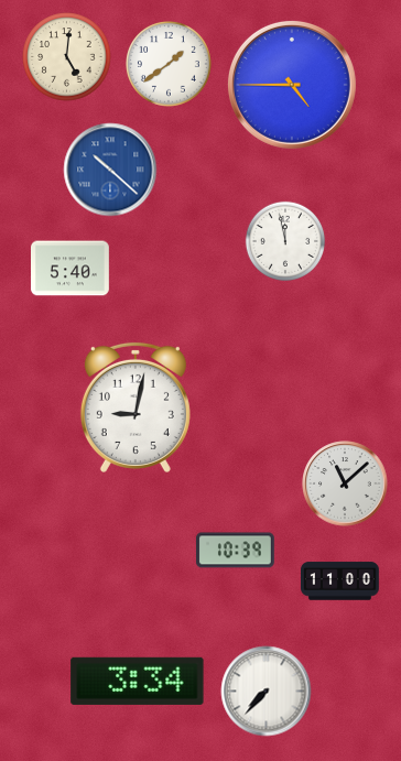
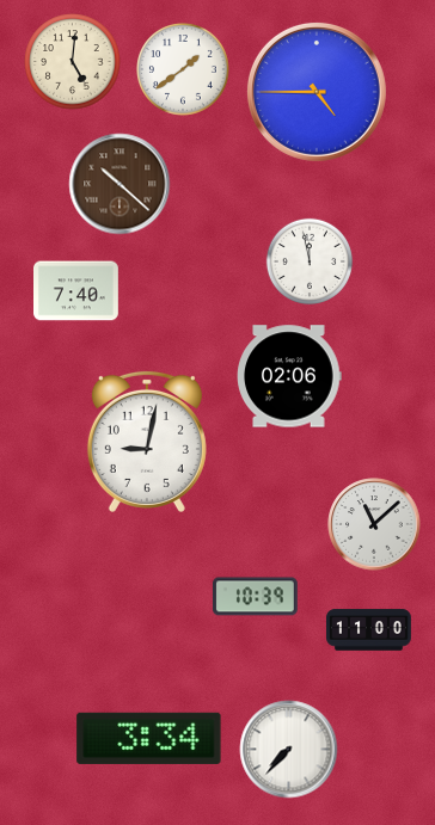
clock at (110, 170) dial: blue -> brown
clock at (71, 269): 5:40 -> 7:40
clock at (289, 376): none -> 02:06
